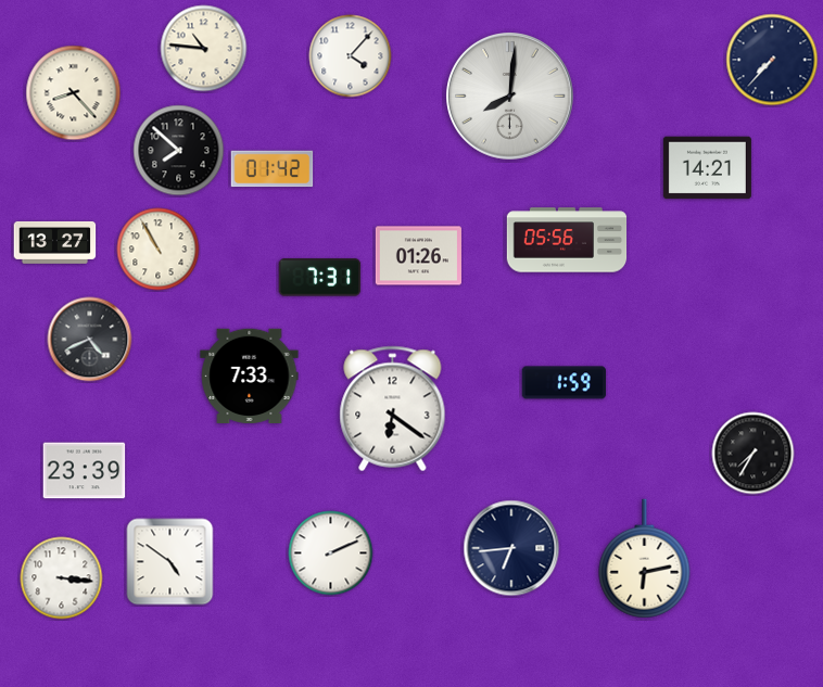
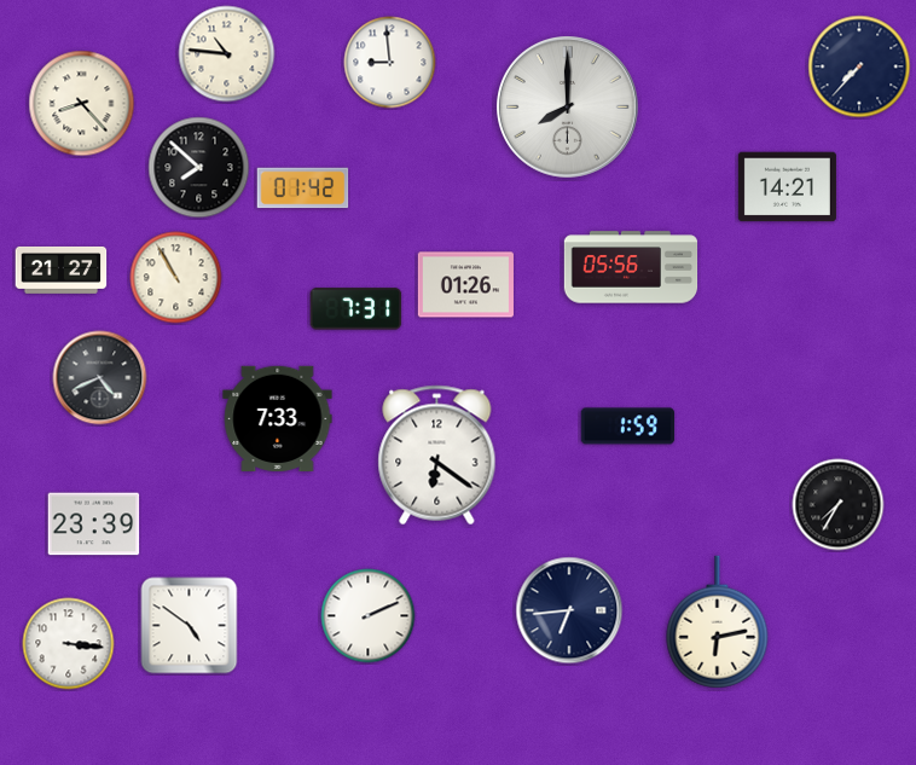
clock at (351, 56): 4:07 -> 8:59
clock at (510, 97): 8:01 -> 8:00
clock at (55, 242): 13:27 -> 21:27
